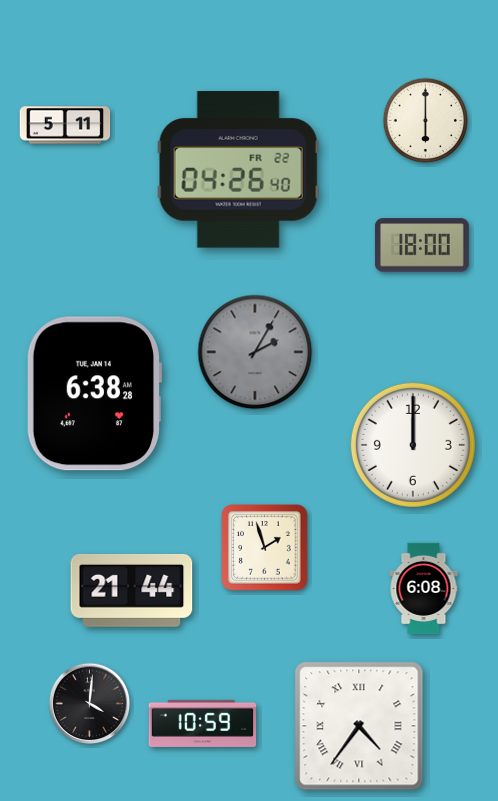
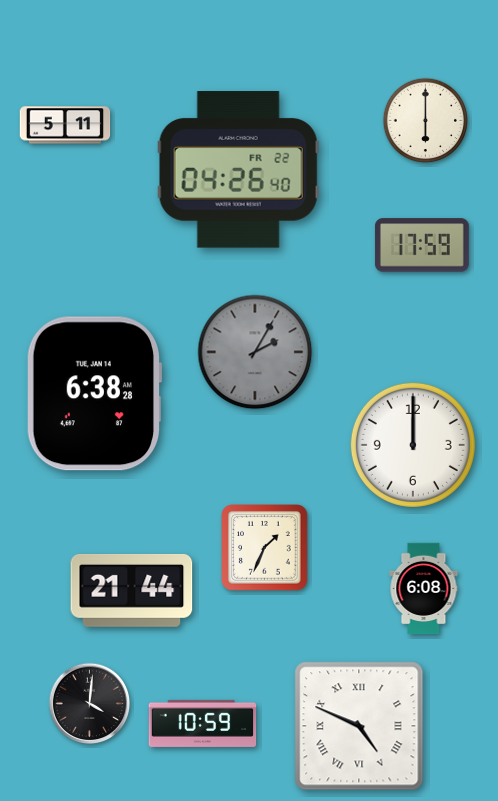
clock at (422, 245): 18:00 -> 17:59
clock at (265, 548): 1:57 -> 1:34
clock at (359, 726): 4:36 -> 4:49
